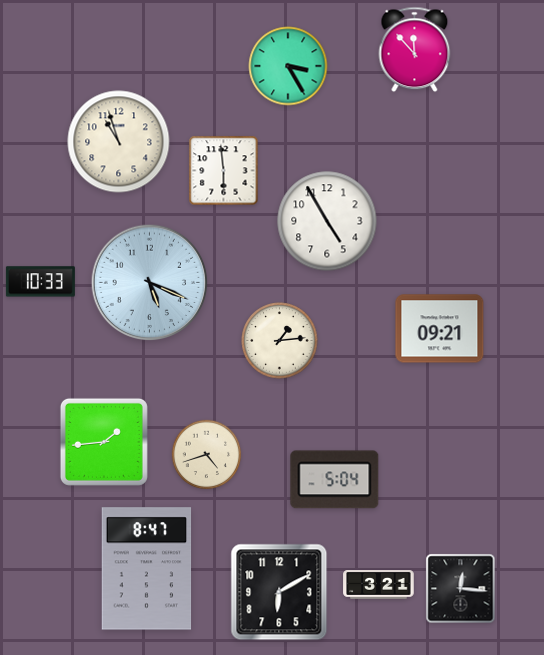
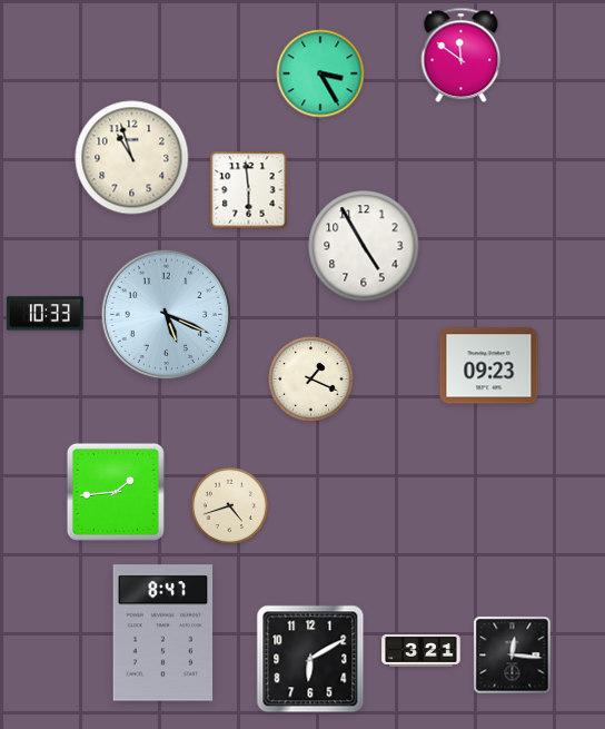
clock at (415, 50): 11:53 -> 11:51
clock at (440, 329): 09:21 -> 09:23
clock at (280, 341): 1:14 -> 1:19
clock at (335, 480): 5:04 -> none
